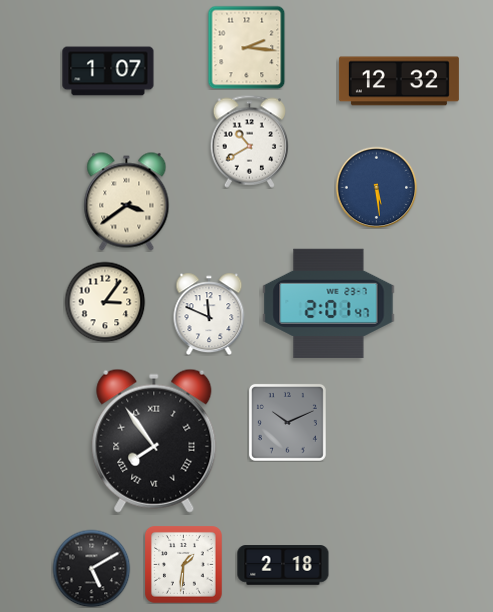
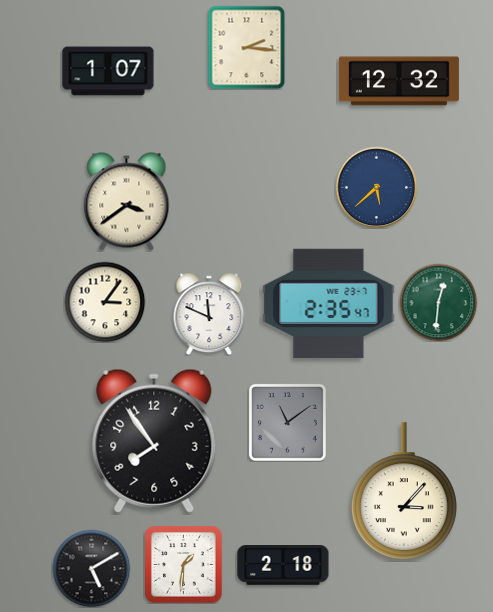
clock at (249, 141): 10:40 -> none
clock at (376, 187): 5:29 -> 5:38
clock at (438, 302): none -> 12:31
clock at (329, 303): 2:01 -> 2:35
clock at (287, 422): 10:11 -> 11:09
clock at (154, 441) numerals: Roman -> Arabic
clock at (404, 491): none -> 3:07
